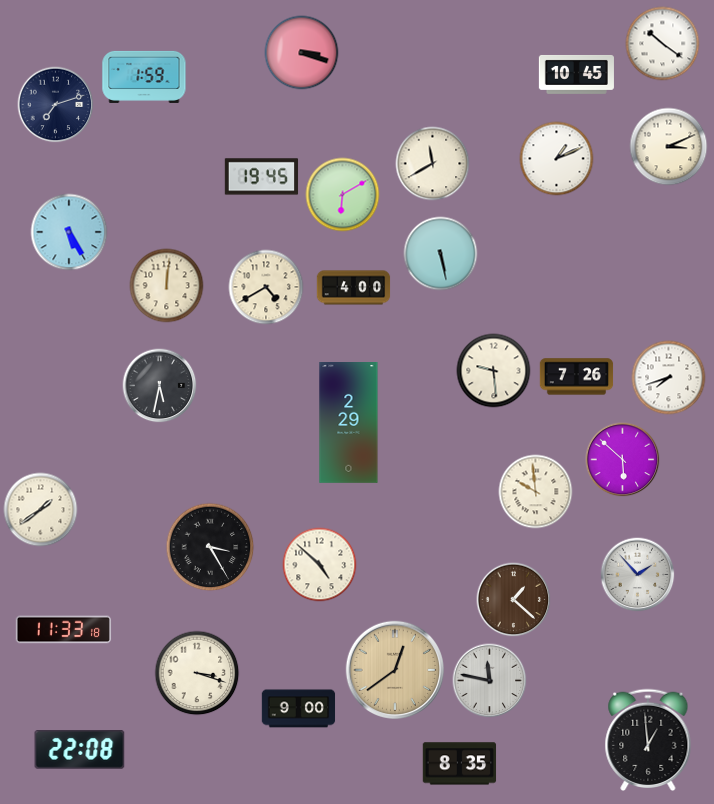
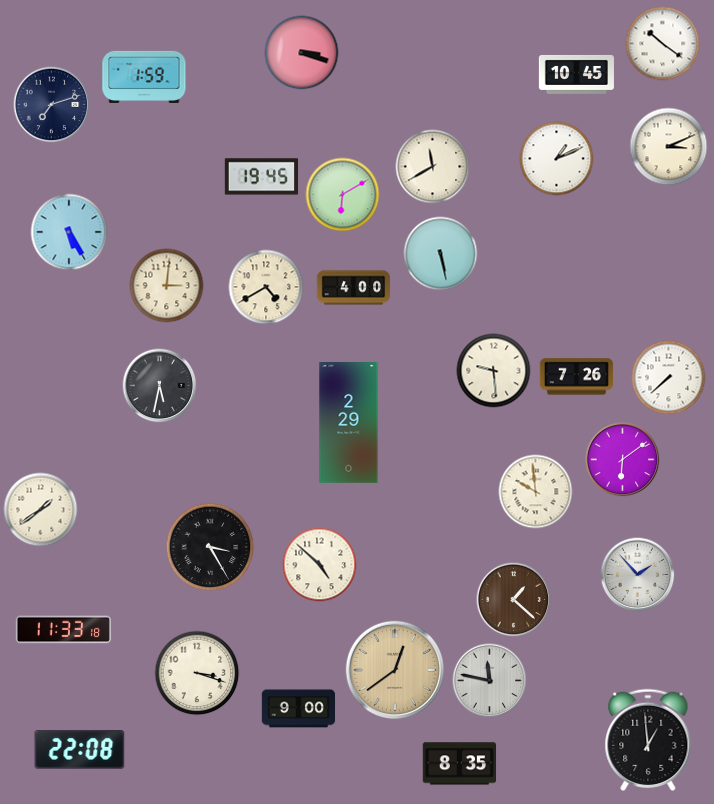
clock at (56, 105) position: (56, 105) -> (52, 105)
clock at (433, 164) position: (433, 164) -> (433, 167)
clock at (167, 286): 12:01 -> 3:01
clock at (669, 378): 7:42 -> 7:38
clock at (623, 460): 5:52 -> 6:09
